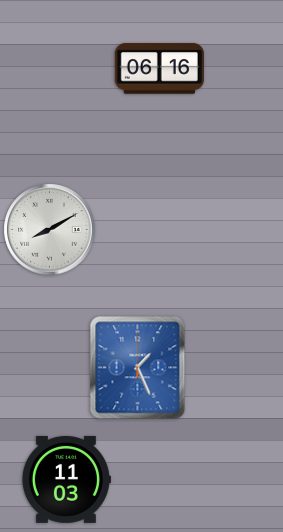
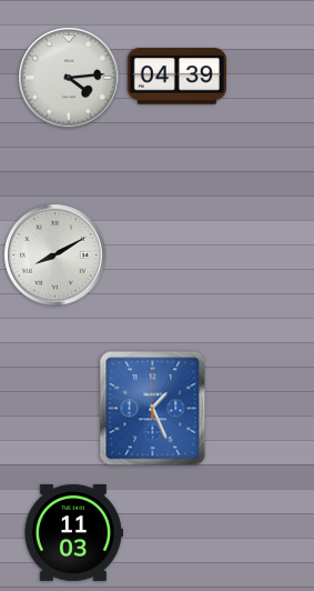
clock at (159, 69): 06:16 -> 04:39
clock at (69, 78): none -> 4:14
